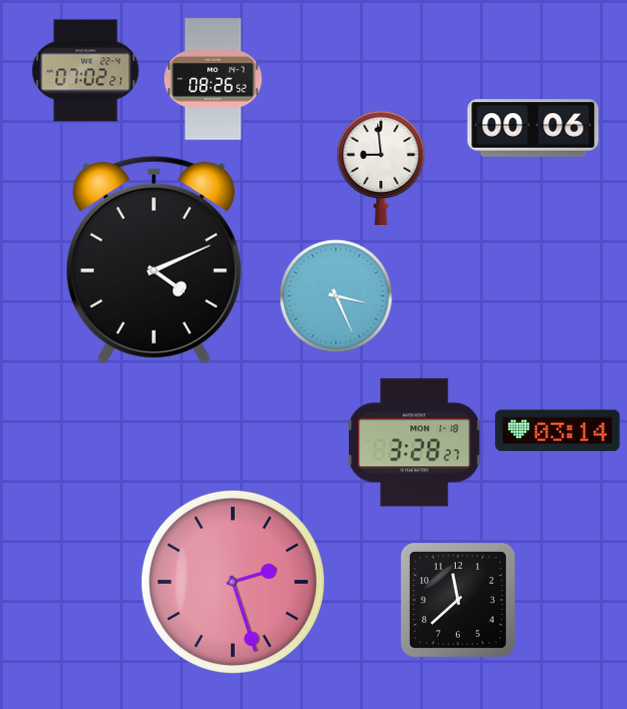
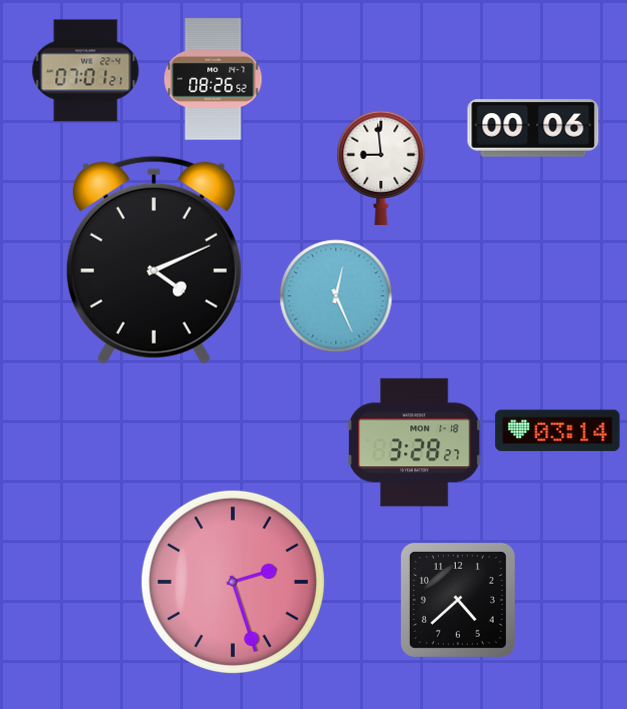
clock at (86, 71): 07:02 -> 07:01
clock at (336, 296): 3:26 -> 12:26
clock at (458, 600): 11:38 -> 4:38
